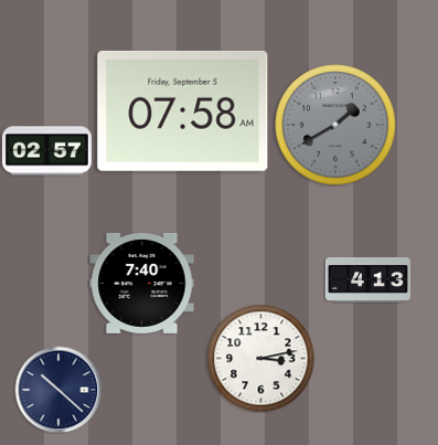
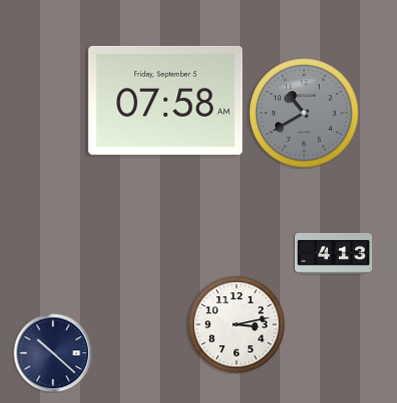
clock at (335, 125): 1:40 -> 10:40
clock at (46, 151): 02:57 -> none
clock at (142, 283): 7:40 -> none
